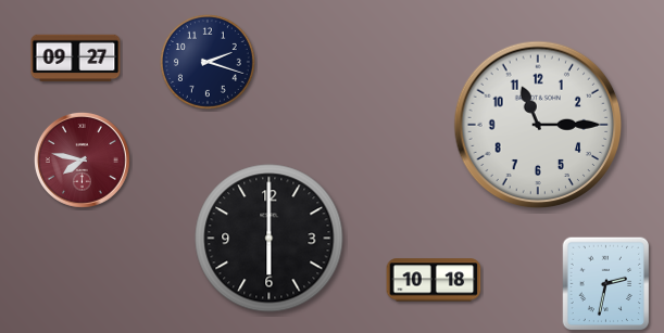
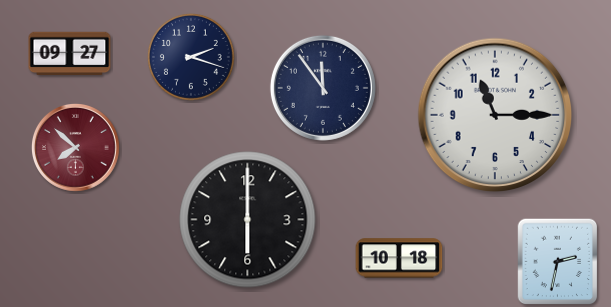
clock at (323, 88): none -> 11:54
clock at (83, 161): 7:47 -> 7:52
